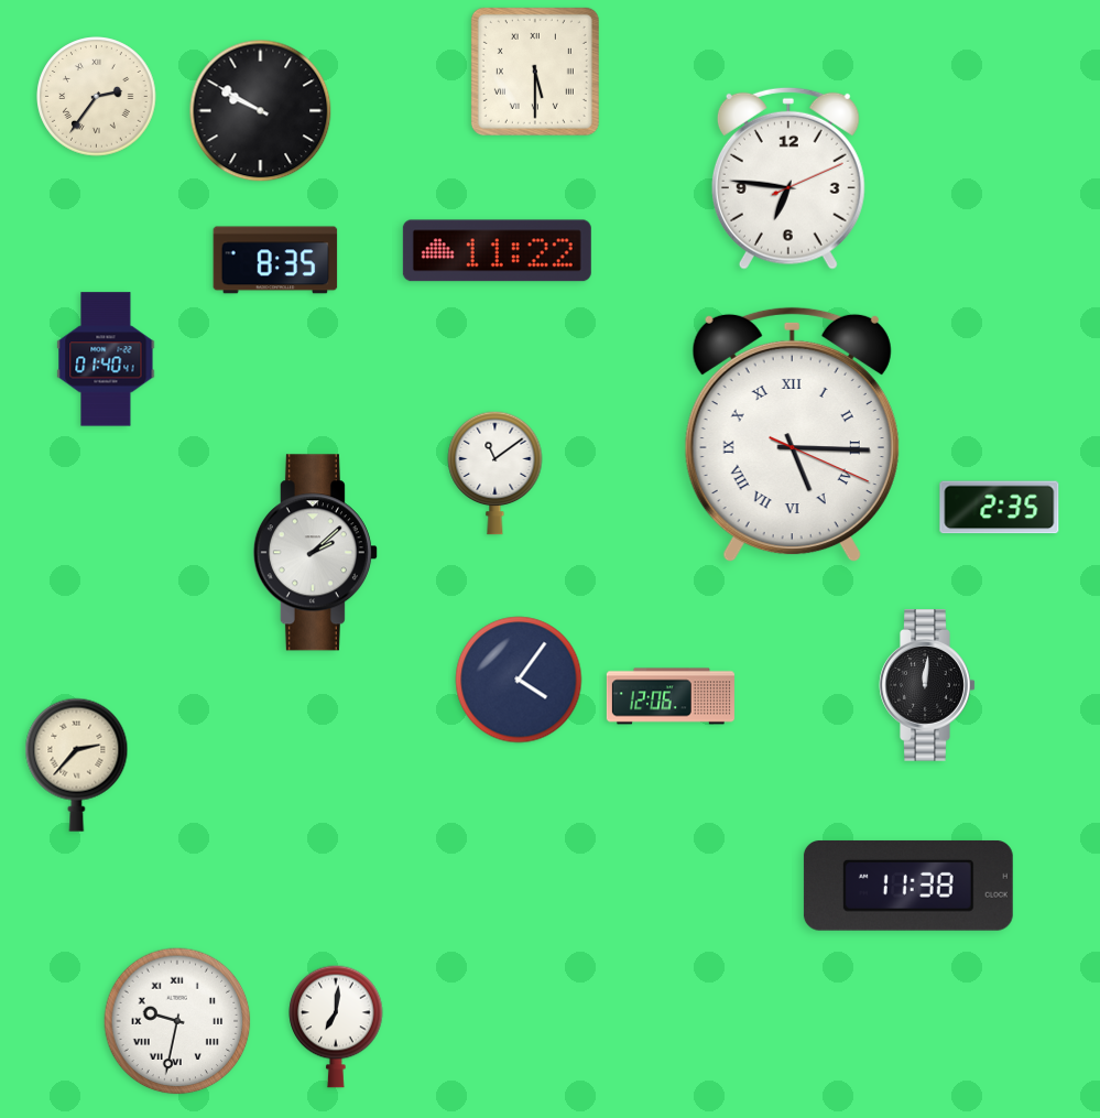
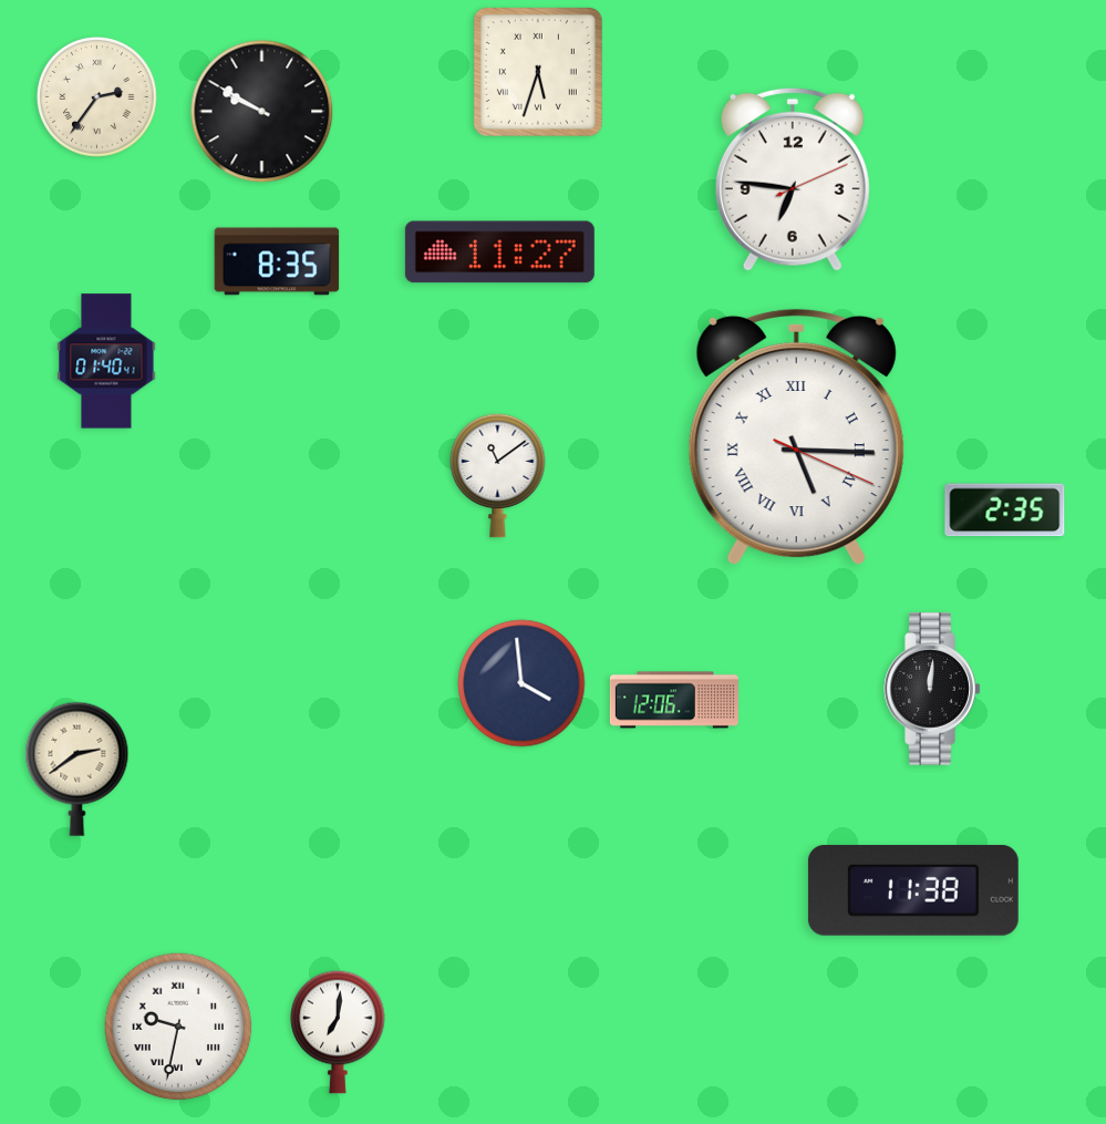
clock at (535, 72): 5:30 -> 5:33
clock at (497, 251): 11:22 -> 11:27
clock at (315, 553): 2:08 -> none
clock at (519, 680): 4:06 -> 3:59
clock at (77, 764): 2:37 -> 2:39
